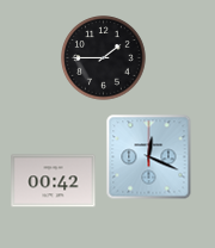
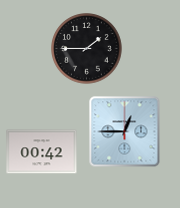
clock at (149, 157): 12:19 -> 12:45
clock at (54, 181) position: (54, 181) -> (42, 152)
